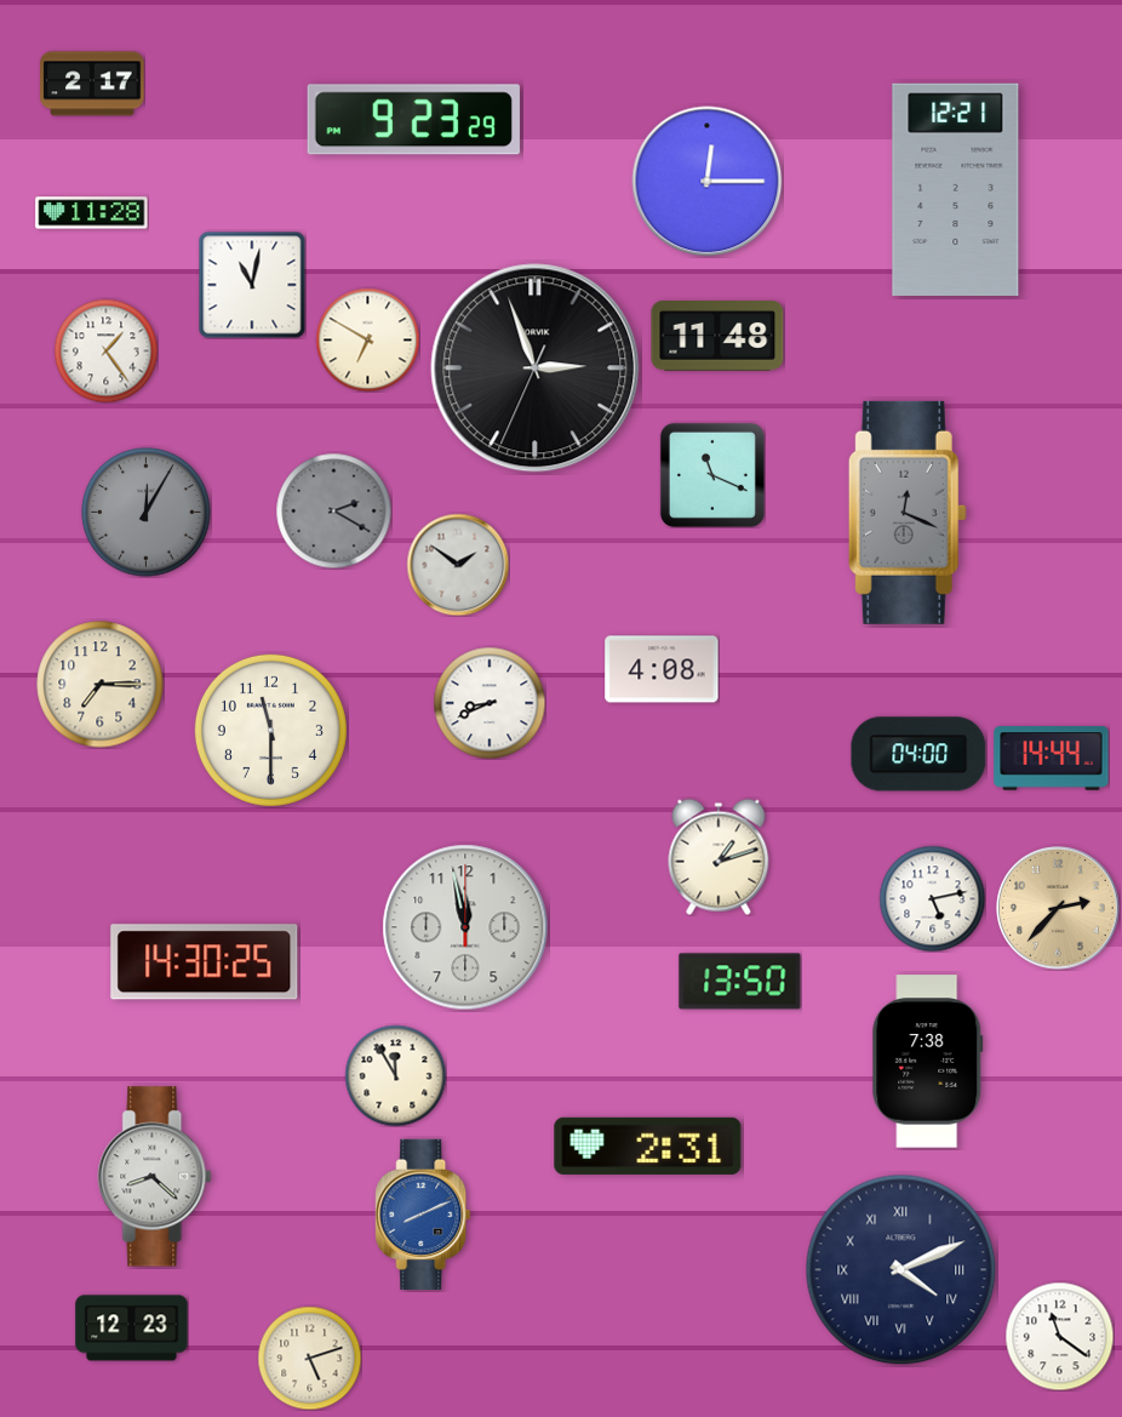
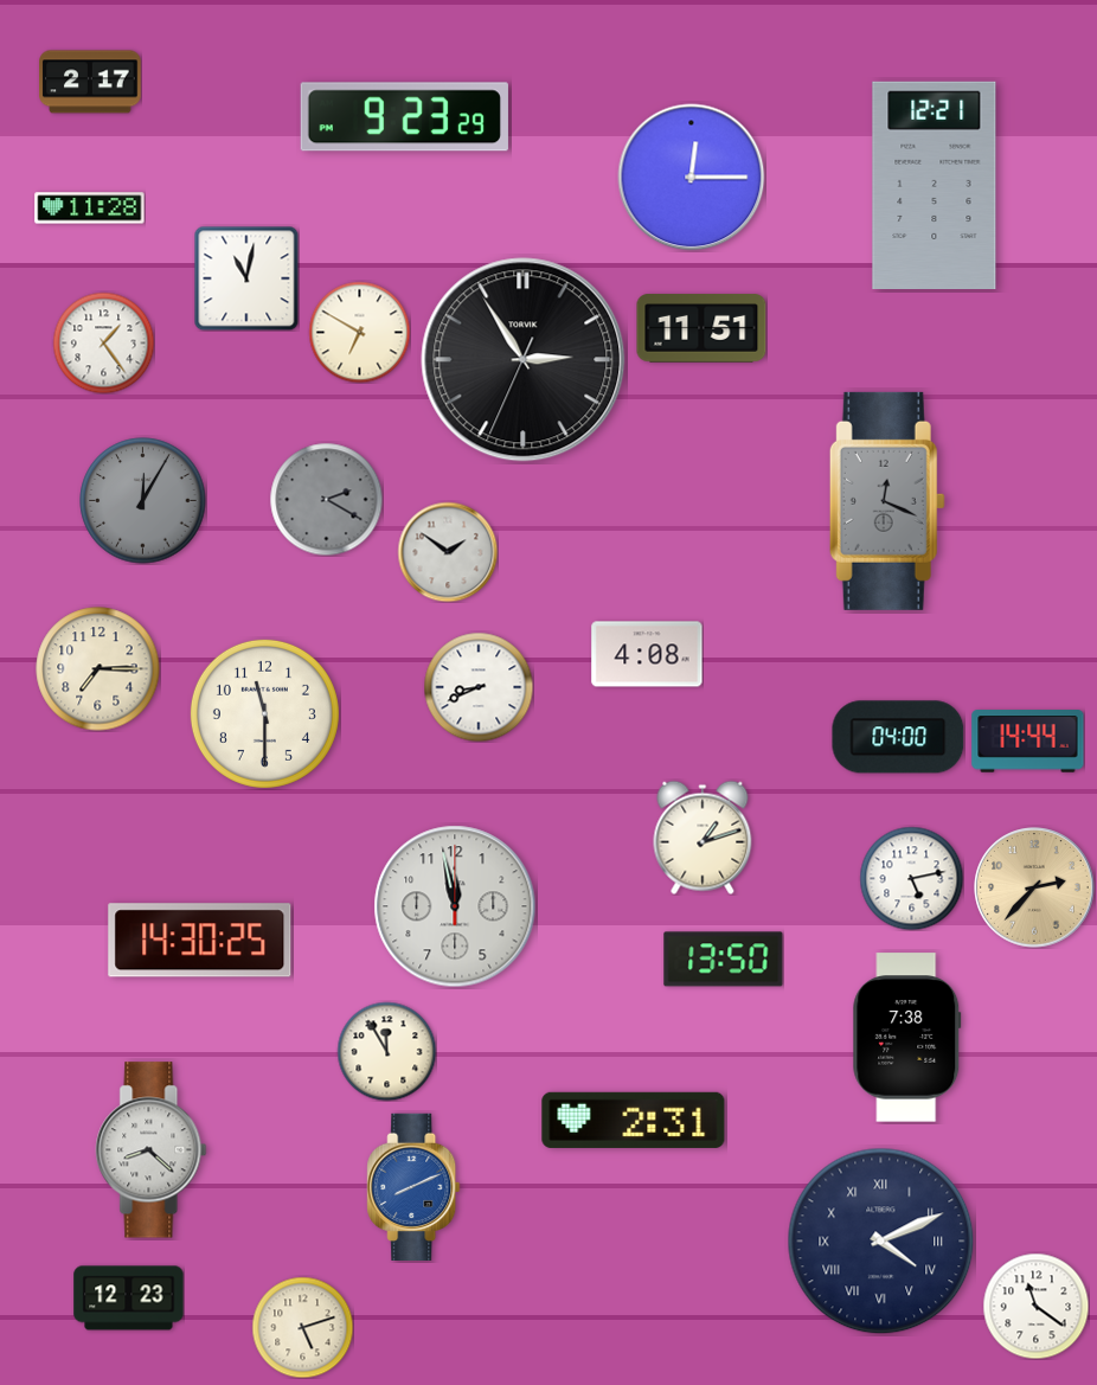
clock at (717, 336): 11:48 -> 11:51
clock at (536, 368): 2:56 -> 2:54
clock at (712, 475): 11:19 -> none
